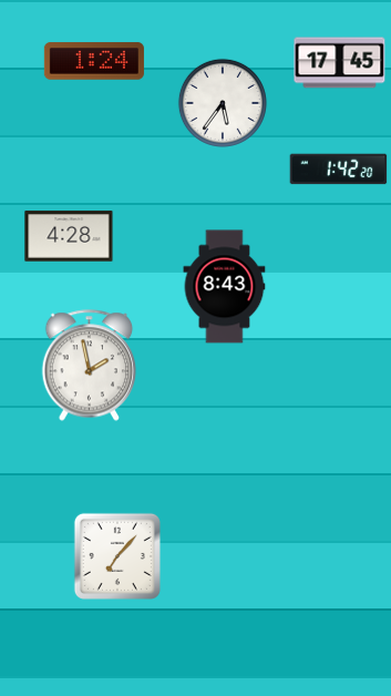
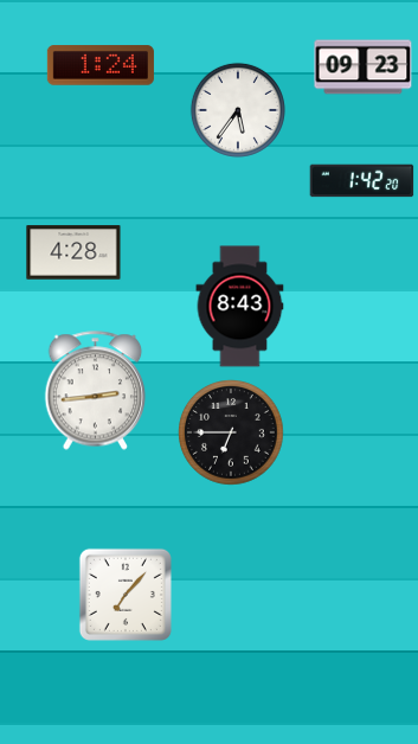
clock at (340, 63): 17:45 -> 09:23
clock at (90, 366): 1:58 -> 2:44
clock at (231, 432): none -> 6:45
